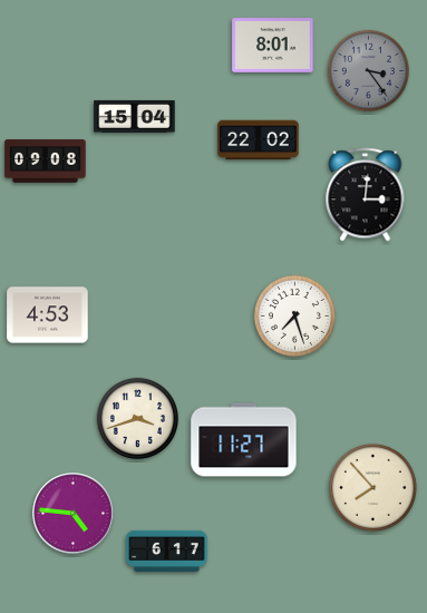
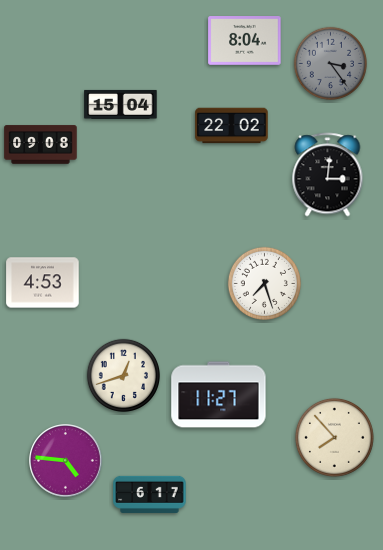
clock at (273, 46): 8:01 -> 8:04
clock at (137, 418): 3:42 -> 12:42
